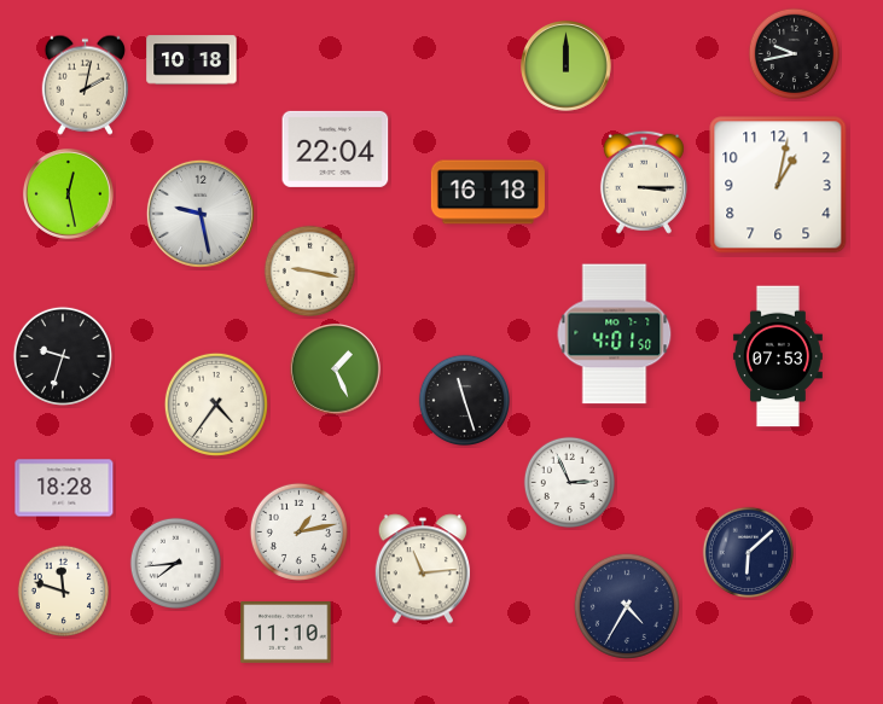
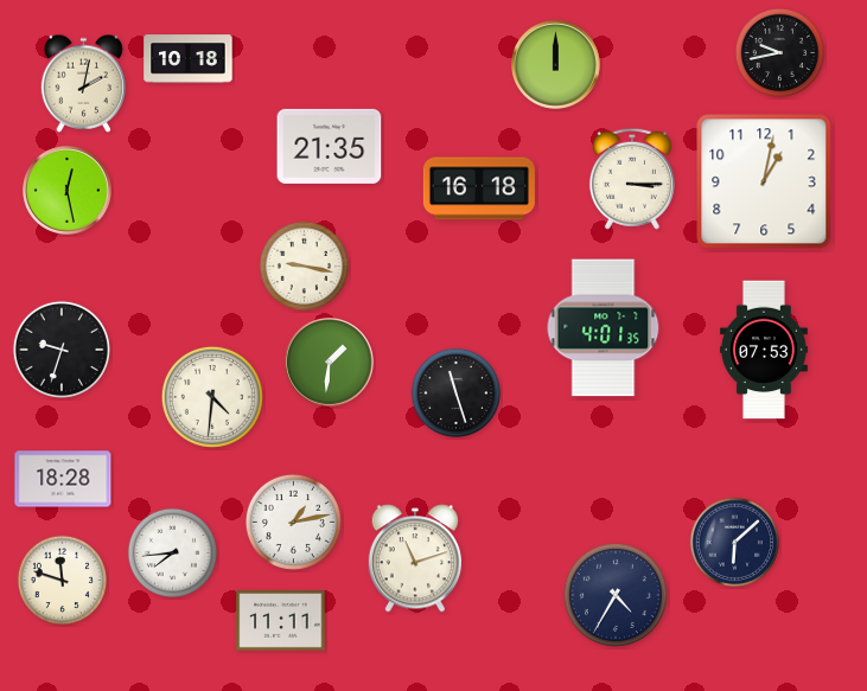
clock at (336, 149): 22:04 -> 21:35
clock at (201, 214): 9:28 -> none
clock at (615, 334): 4:01:50 -> 4:01:35
clock at (336, 370): 1:26 -> 1:31
clock at (216, 405): 4:36 -> 4:31
clock at (569, 482): 2:56 -> none
clock at (422, 569): 11:14 -> 11:12
clock at (286, 633): 11:10 -> 11:11
